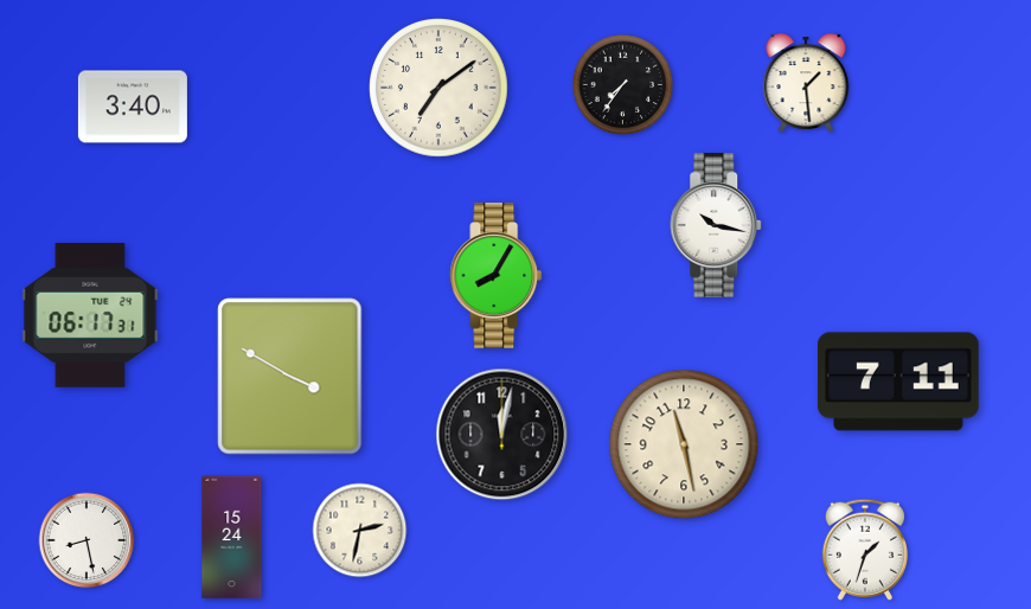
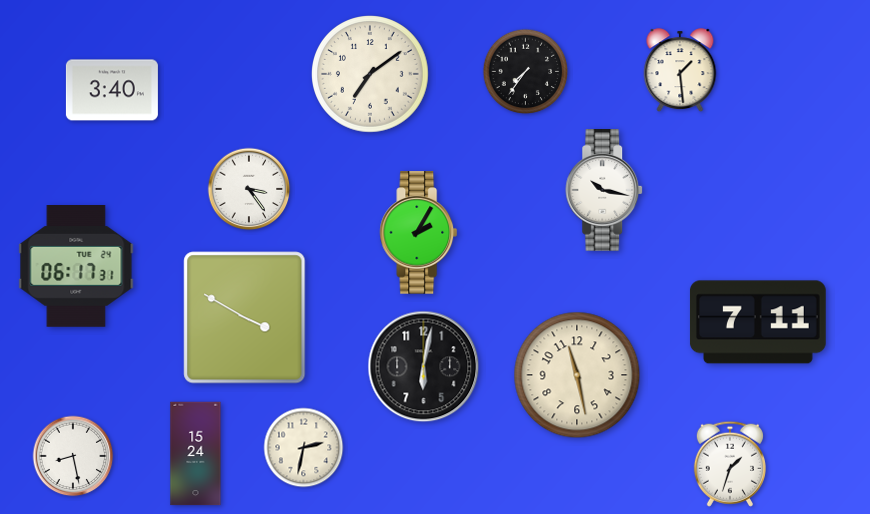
clock at (249, 189): none -> 3:24
clock at (497, 276): 8:05 -> 2:05
clock at (502, 435): 12:02 -> 6:02
